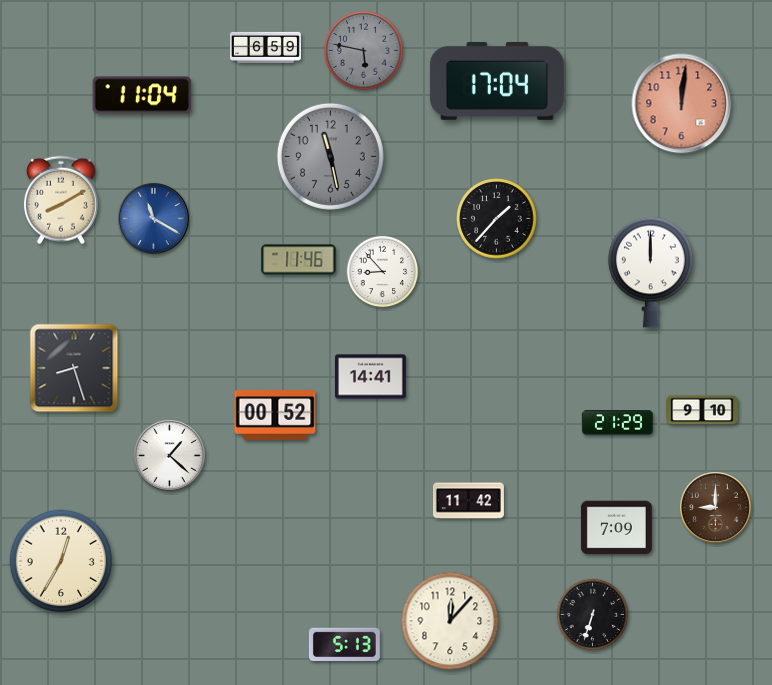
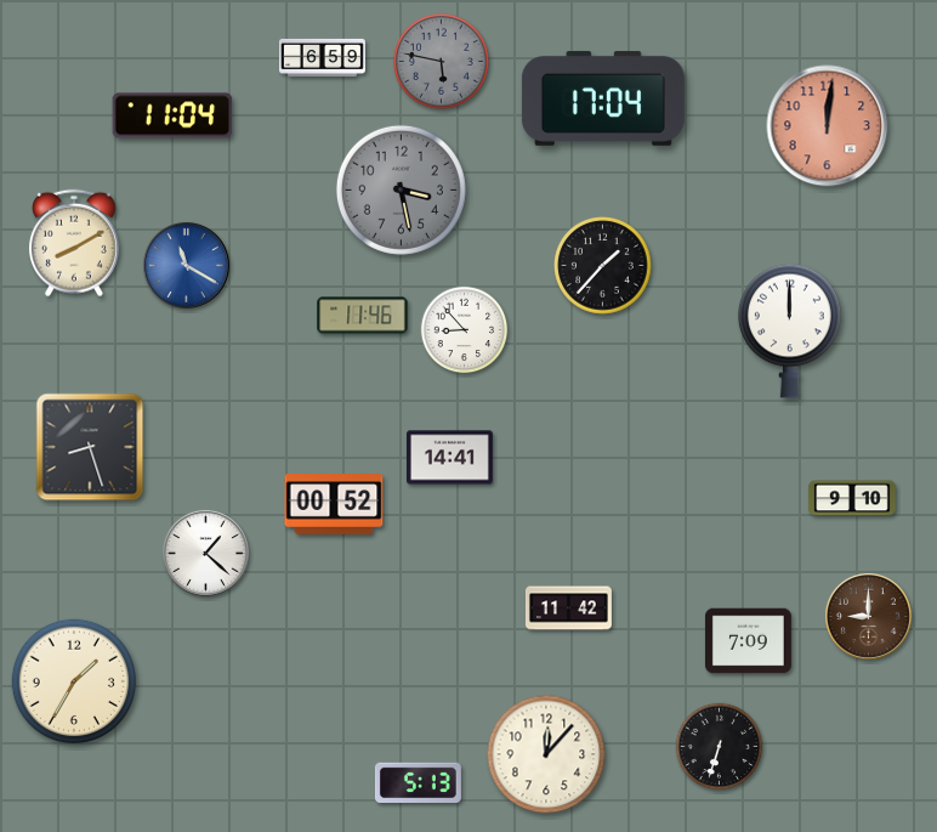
clock at (330, 156): 11:28 -> 3:28
clock at (617, 423): 21:29 -> none
clock at (61, 561): 12:35 -> 1:35
